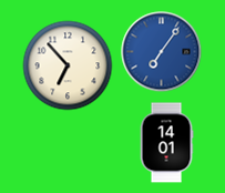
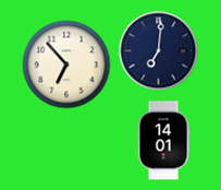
clock at (162, 52): 7:06 -> 7:01
clock at (162, 52) dial: blue -> navy
